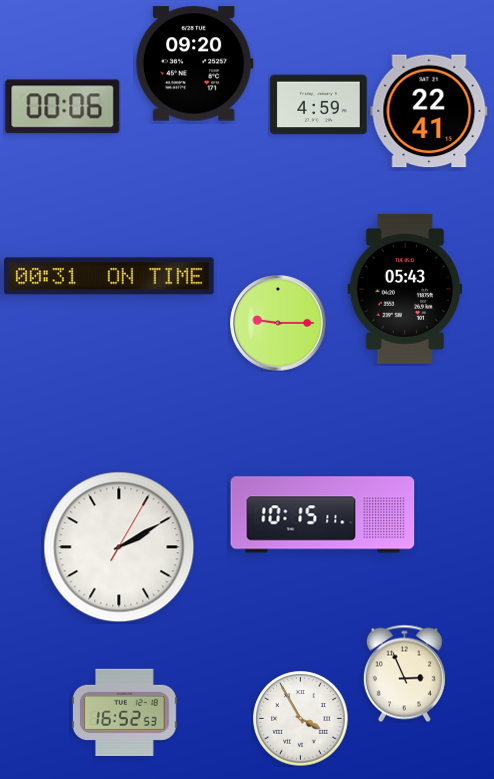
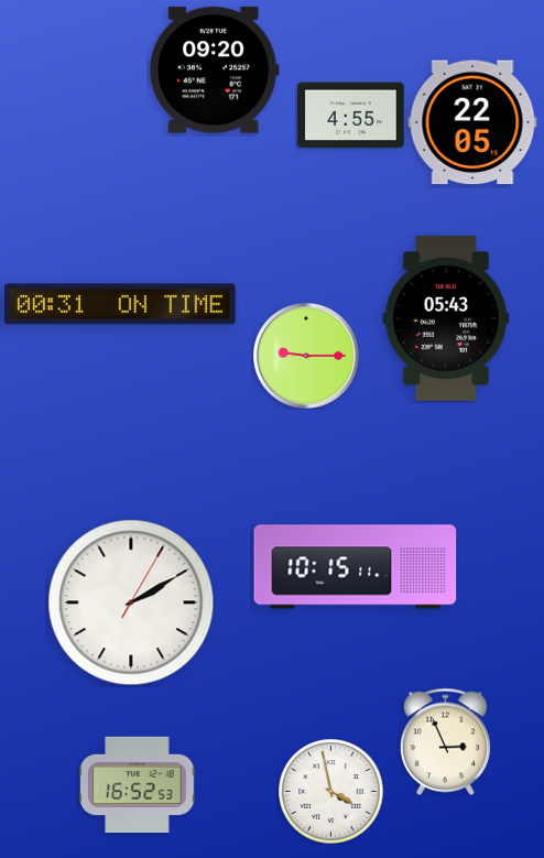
clock at (319, 105): 4:59 -> 4:55
clock at (63, 107): 00:06 -> none
clock at (429, 111): 22:41 -> 22:05
clock at (300, 718): 3:55 -> 3:58
